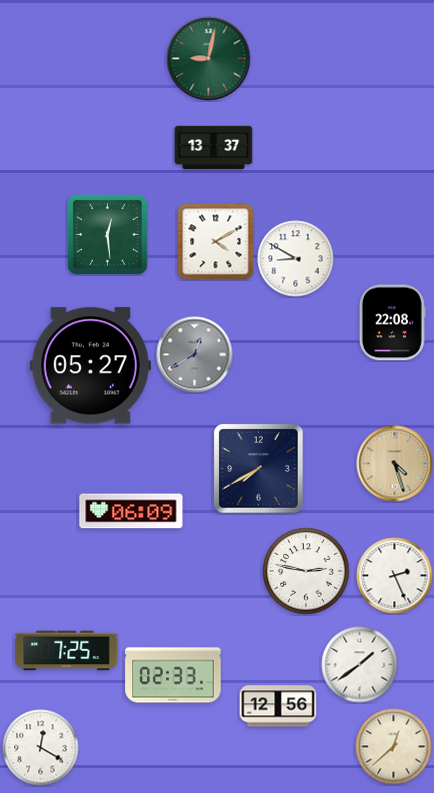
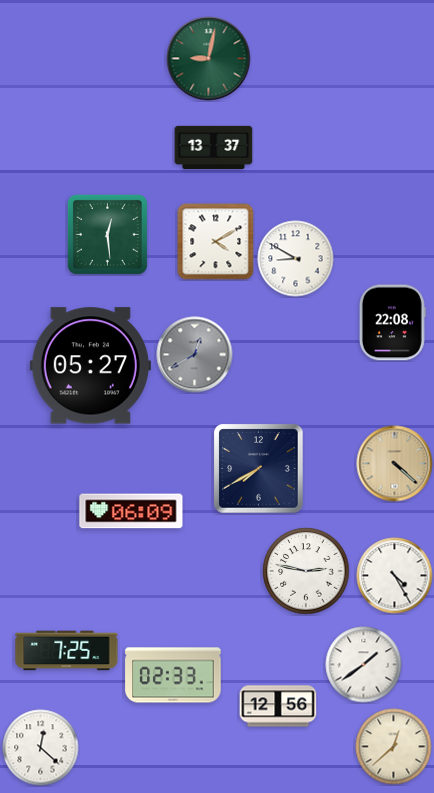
clock at (395, 464): 4:27 -> 4:22
clock at (395, 576): 2:26 -> 4:25
clock at (360, 665) position: (360, 665) -> (364, 665)
clock at (41, 748): 12:20 -> 12:22
